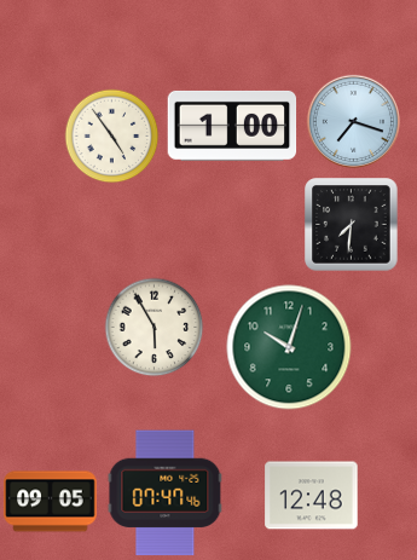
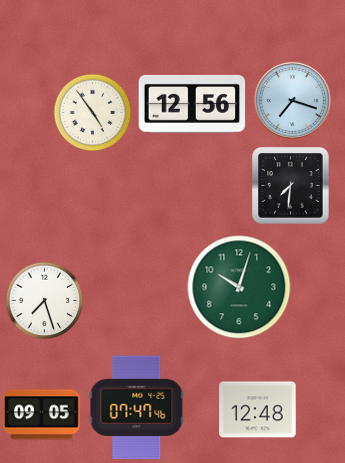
clock at (232, 126): 1:00 -> 12:56
clock at (154, 327): 5:55 -> none
clock at (44, 300): none -> 7:27
